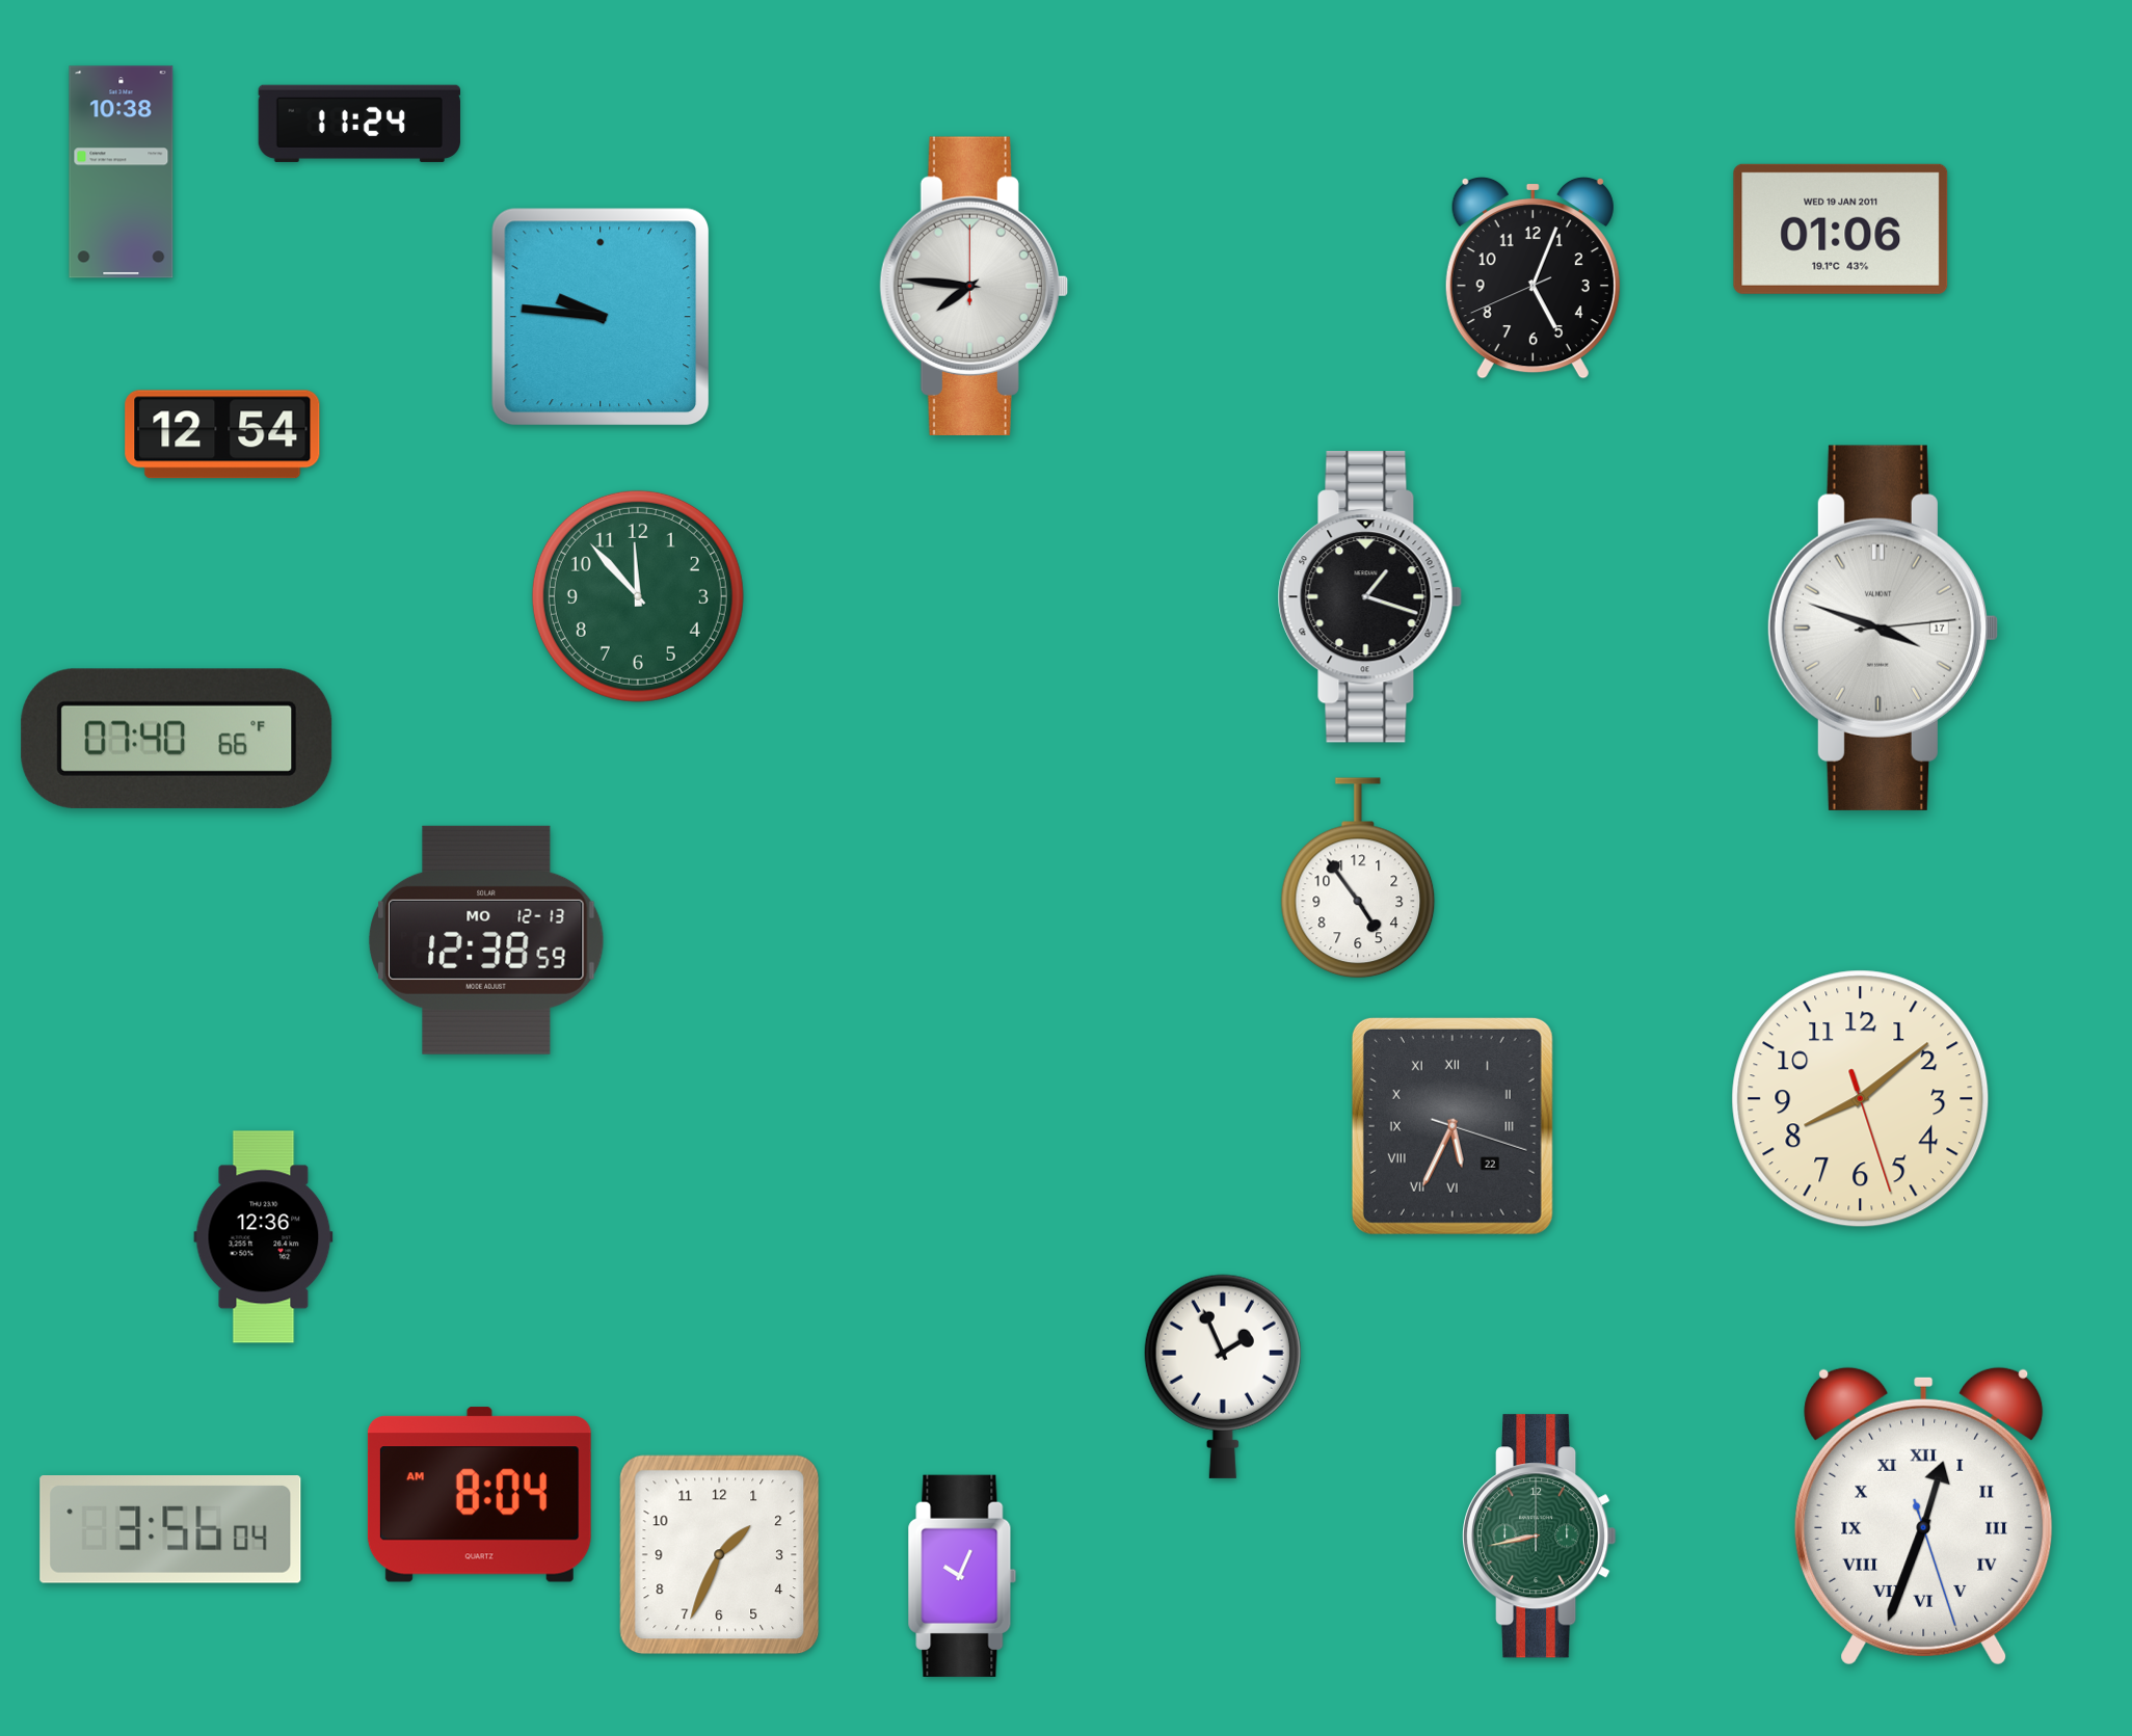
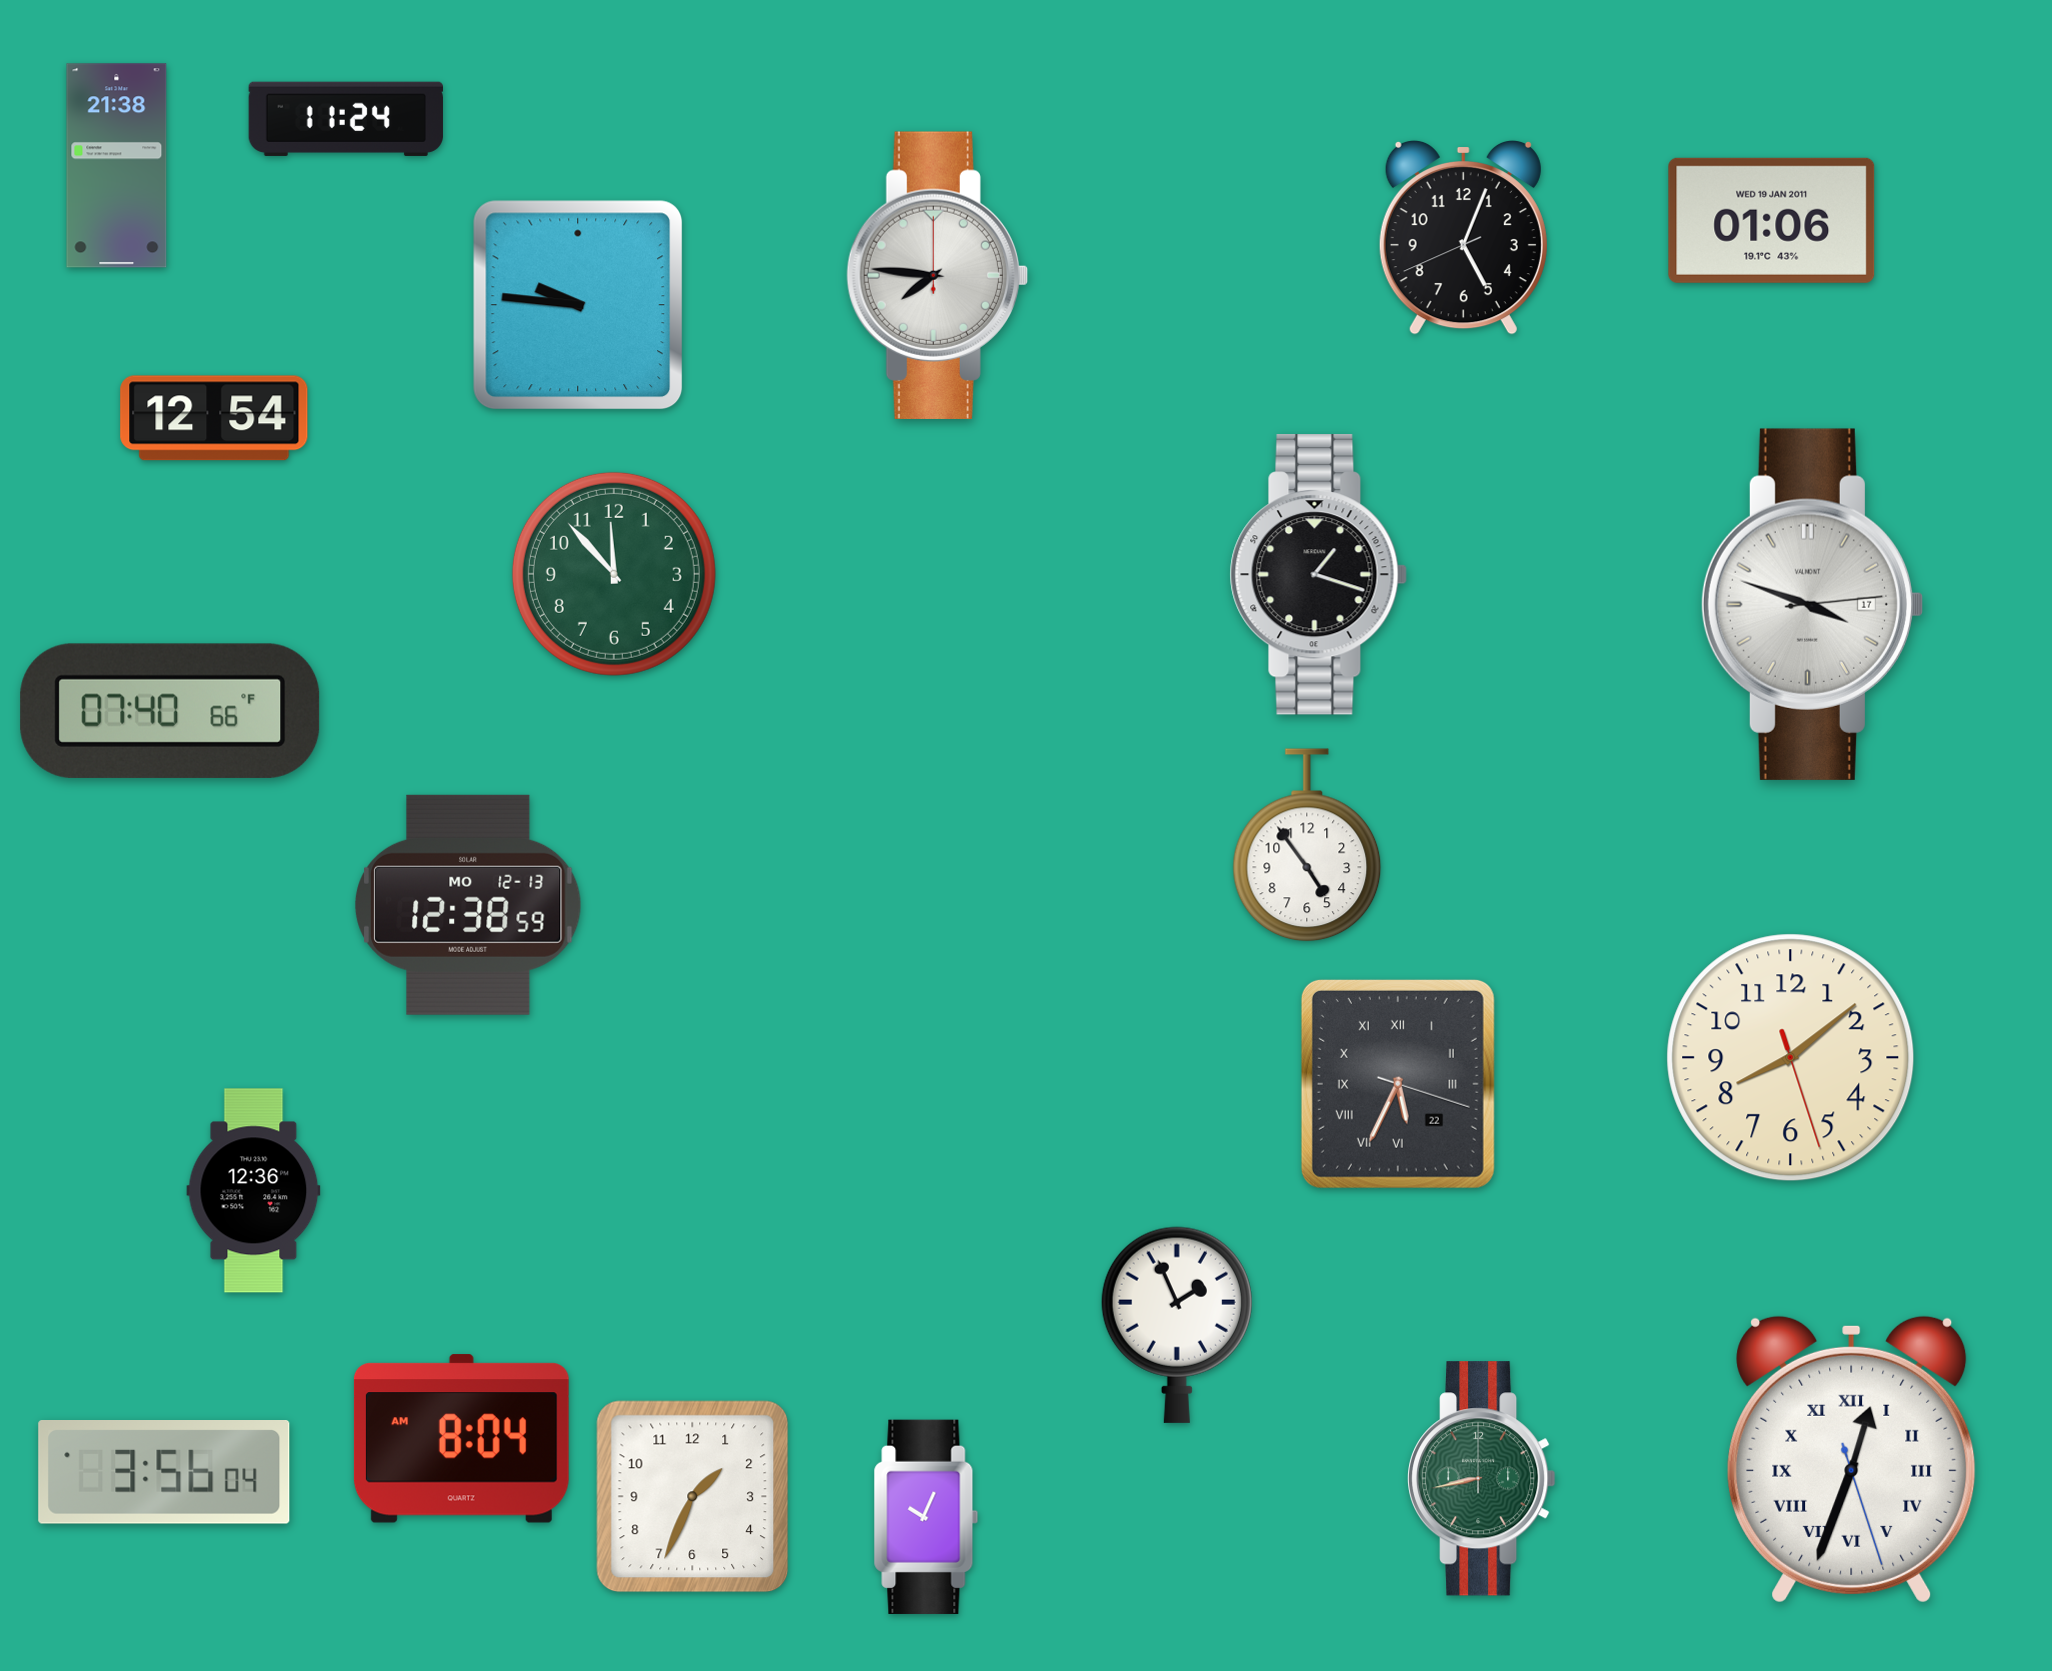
clock at (122, 172): 10:38 -> 21:38
clock at (1533, 277) position: (1533, 277) -> (1463, 237)
